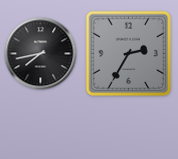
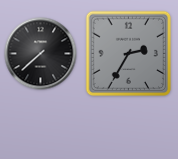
clock at (41, 54): 7:43 -> 7:38
